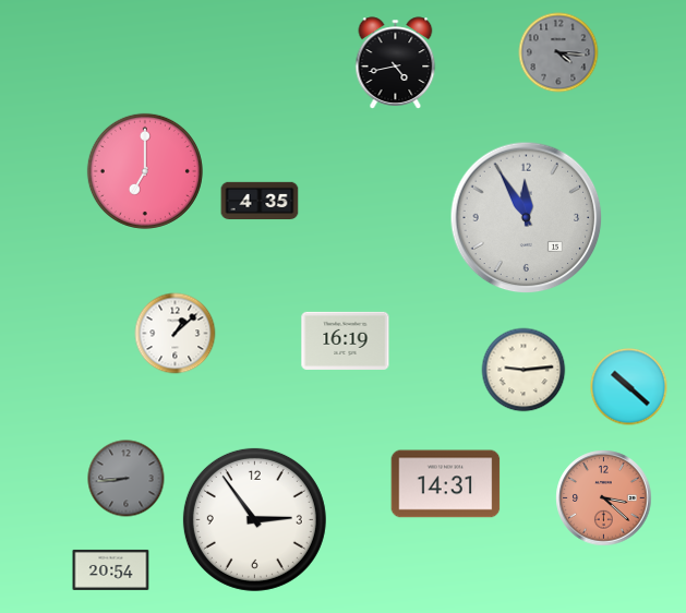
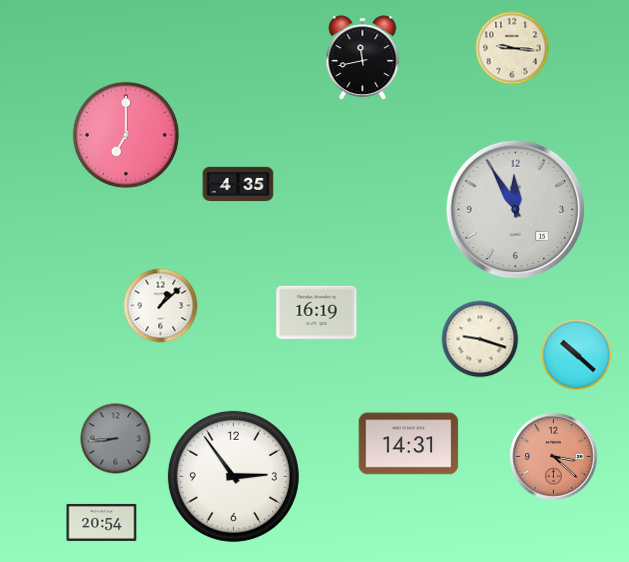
clock at (558, 52): 4:16 -> 9:16
clock at (558, 52) dial: grey -> cream
clock at (396, 63): 4:43 -> 11:43
clock at (145, 171) position: (145, 171) -> (126, 135)
clock at (527, 218) position: (527, 218) -> (516, 210)
clock at (523, 370): 9:14 -> 9:18
